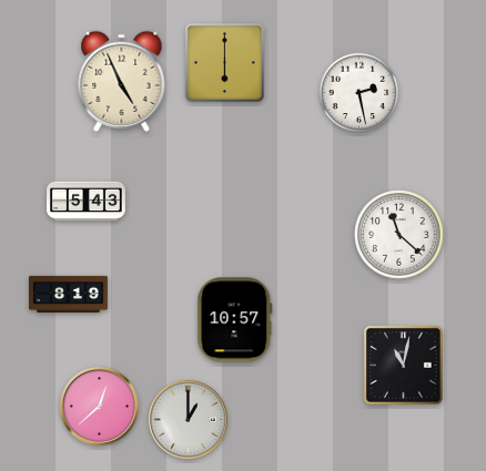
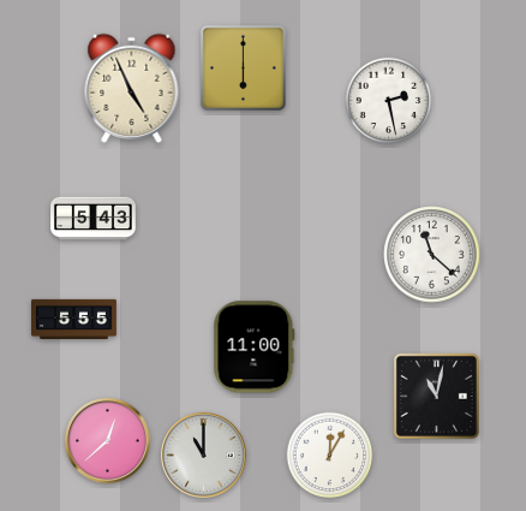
clock at (69, 294): 8:19 -> 5:55
clock at (235, 320): 10:57 -> 11:00
clock at (188, 419): 1:00 -> 11:00
clock at (330, 456): none -> 12:05
